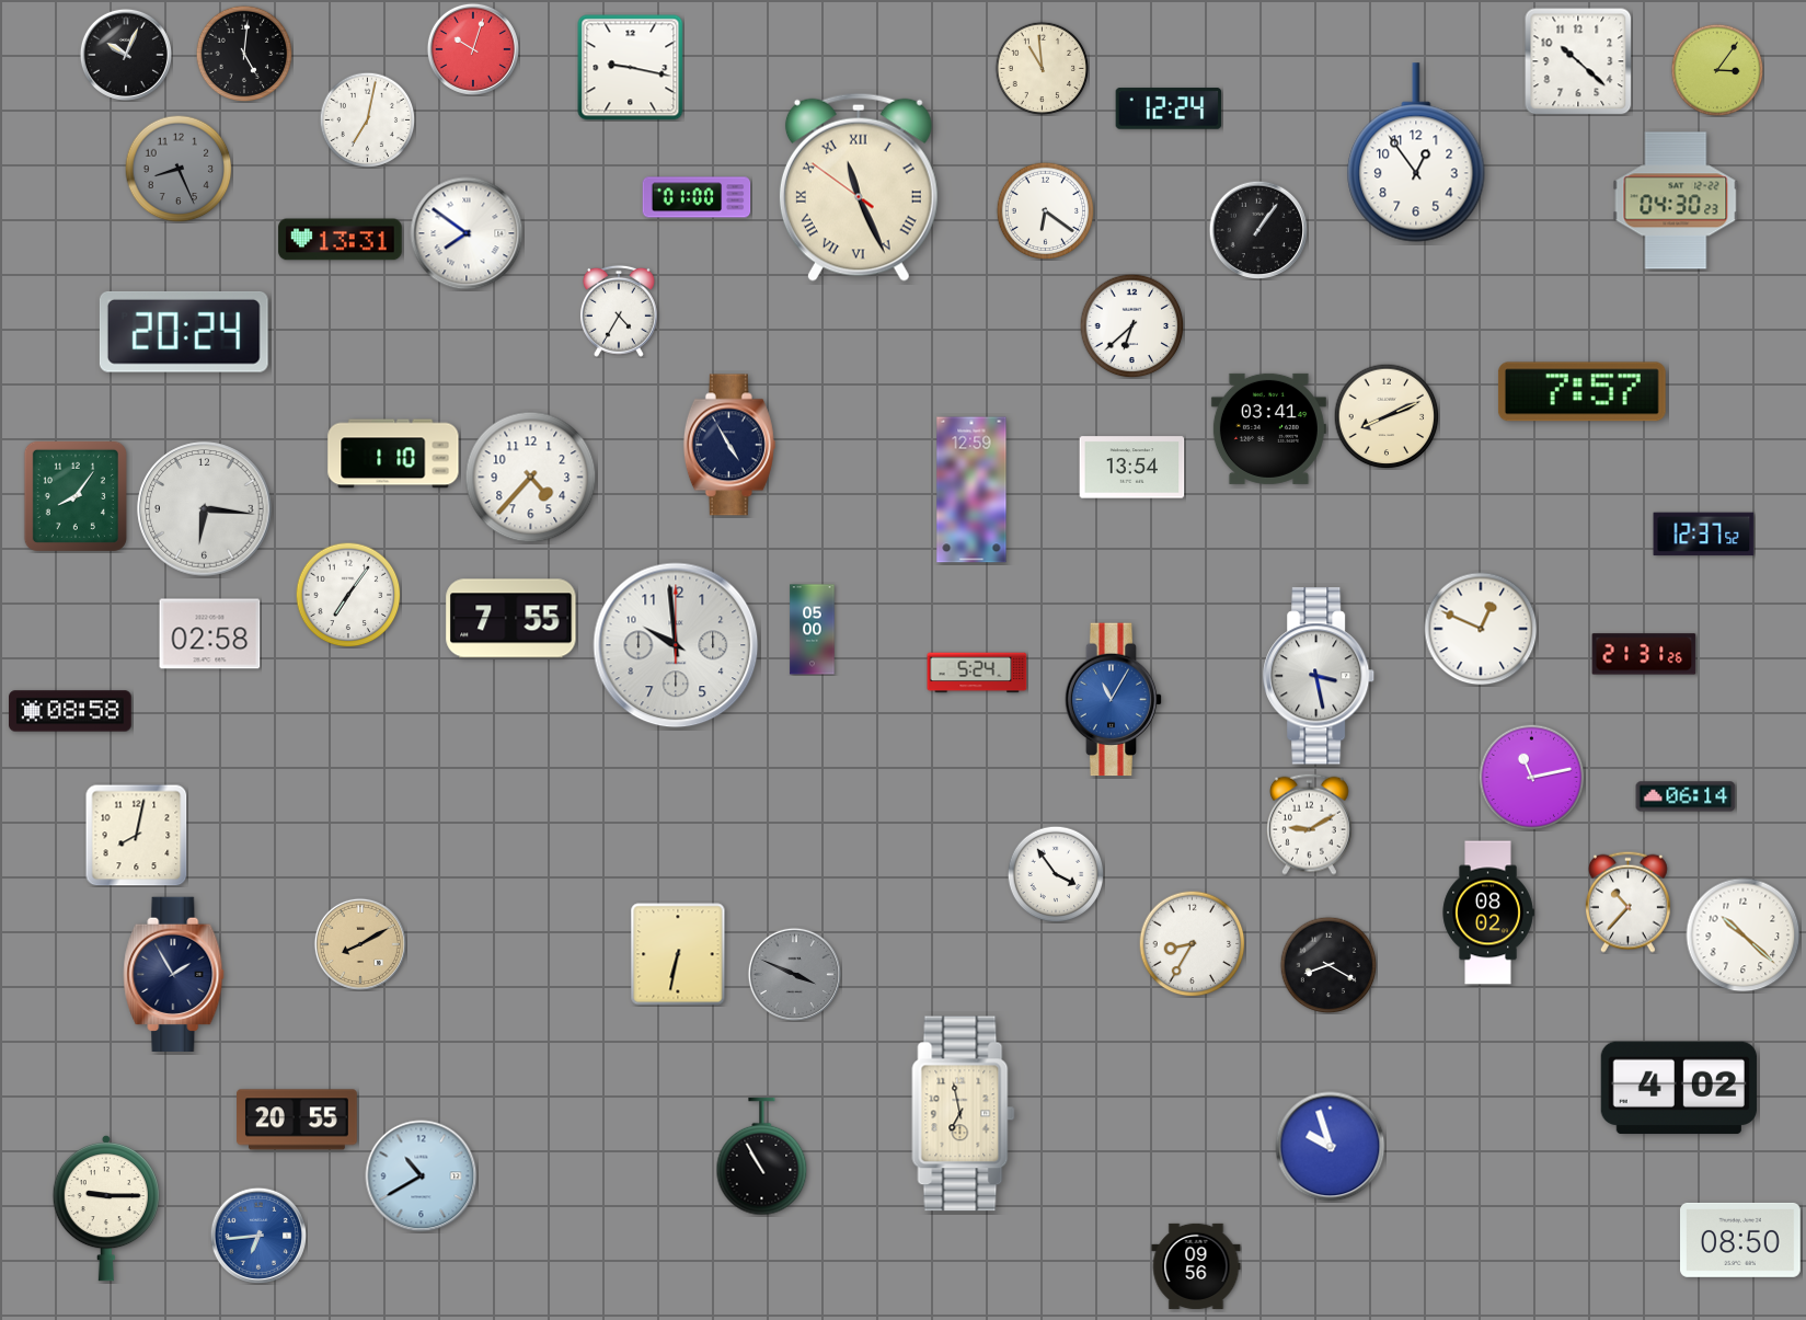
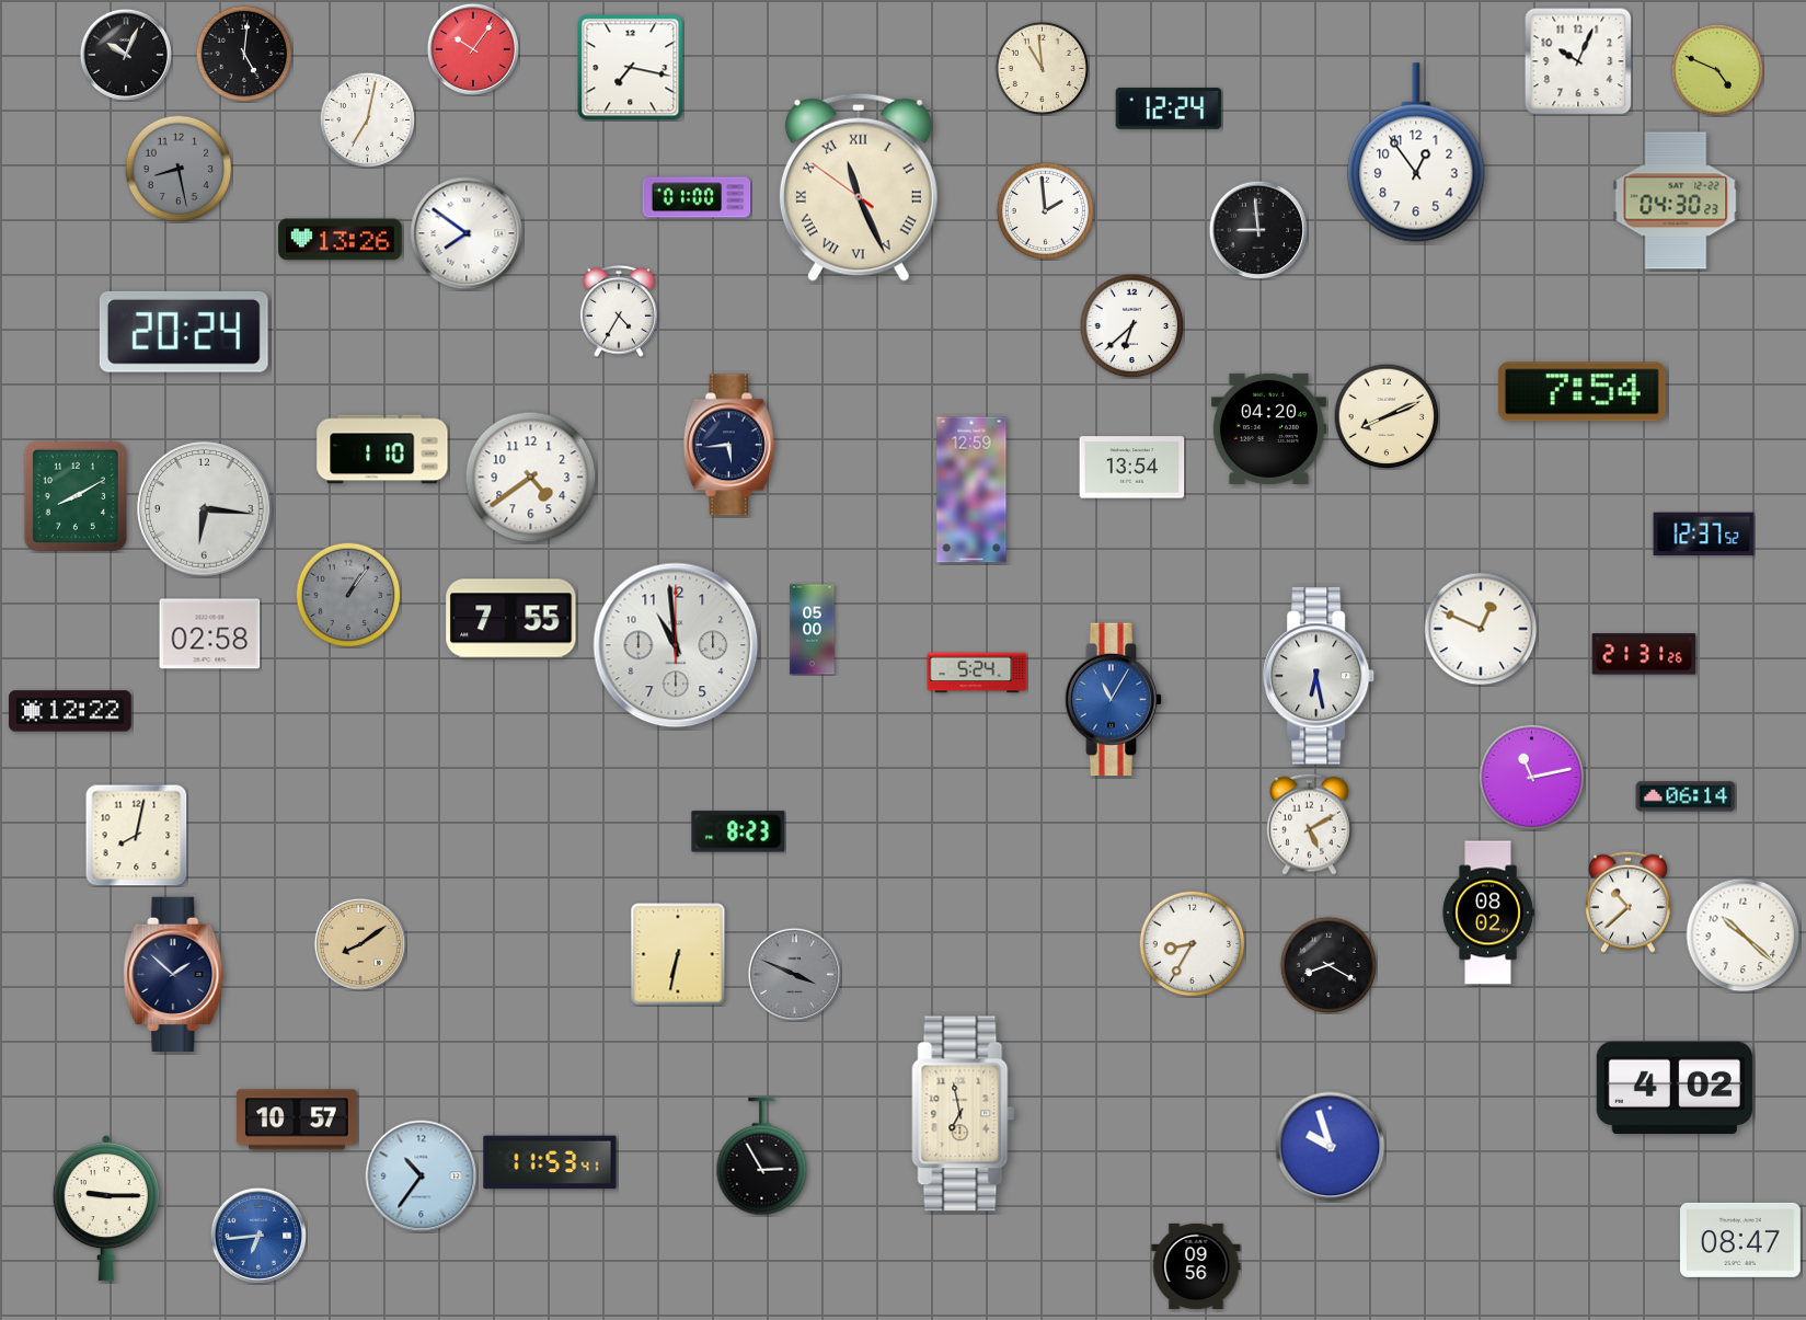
clock at (473, 49): 10:03 -> 10:06
clock at (1578, 61): 10:22 -> 10:04
clock at (631, 68): 9:17 -> 7:17
clock at (1717, 70): 3:06 -> 4:49
clock at (179, 169): 8:26 -> 8:28
clock at (1045, 210): 6:21 -> 1:59
clock at (1258, 230): 1:06 -> 8:59
clock at (341, 240): 13:31 -> 13:26
clock at (1581, 392): 7:57 -> 7:54
clock at (1268, 428): 03:41 -> 04:20
clock at (729, 445): 4:55 -> 5:44
clock at (393, 454) position: (393, 454) -> (382, 449)
clock at (531, 478): 4:37 -> 4:39
clock at (76, 496): 8:06 -> 8:10
clock at (348, 595): 7:06 -> 1:06
clock at (348, 595) dial: white -> grey
clock at (676, 645): 9:59 -> 10:59
clock at (1320, 676): 3:28 -> 6:28
clock at (70, 711): 08:58 -> 12:22
clock at (1309, 824): 9:10 -> 5:10
clock at (738, 831): none -> 8:23
clock at (1056, 874): 3:54 -> none
clock at (1627, 902): 10:37 -> 10:38
clock at (360, 944): 8:10 -> 8:09
clock at (174, 974): 1:55 -> 1:52
clock at (1679, 1088) position: (1679, 1088) -> (1675, 1088)
clock at (298, 1120): 20:55 -> 10:57
clock at (762, 1157): 10:55 -> 2:55
clock at (550, 1162): none -> 11:53
clock at (422, 1176): 10:40 -> 10:36
clock at (1741, 1240): 08:50 -> 08:47
